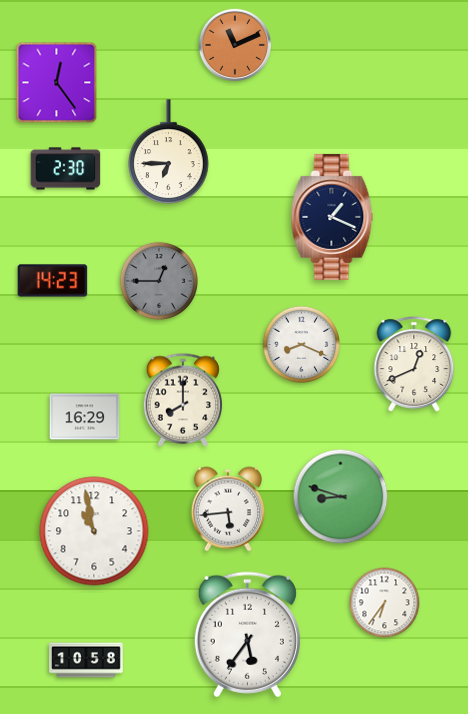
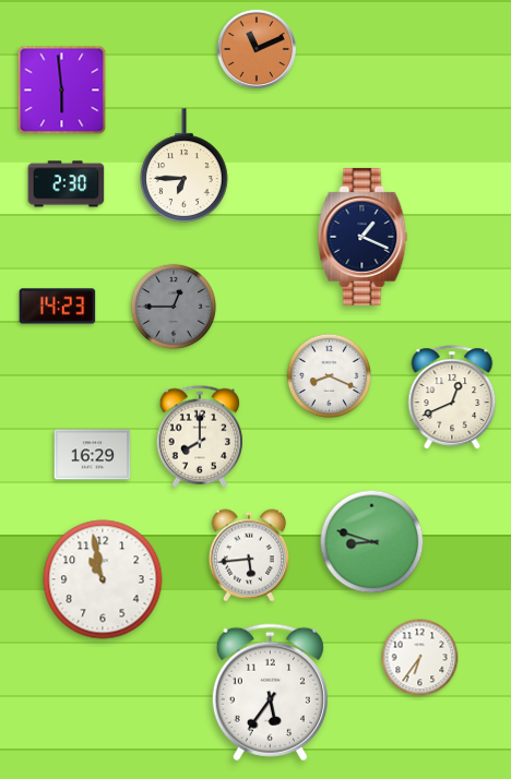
clock at (57, 83): 12:24 -> 5:59
clock at (66, 169) position: (66, 169) -> (67, 184)
clock at (86, 660): 10:58 -> none
